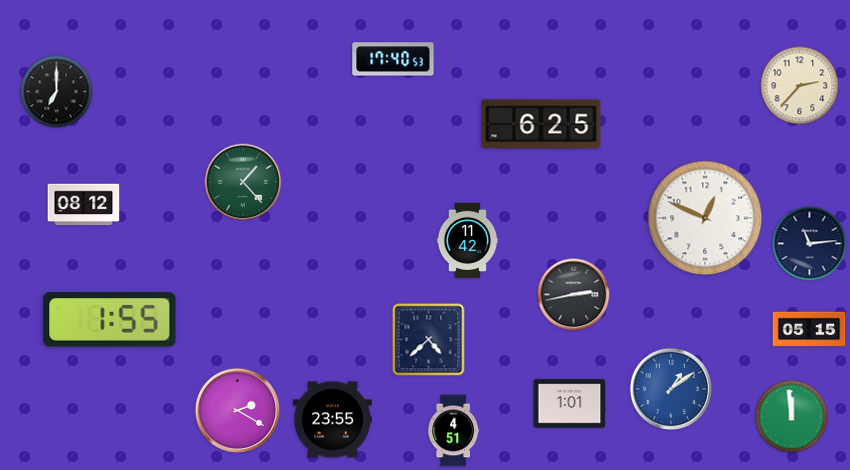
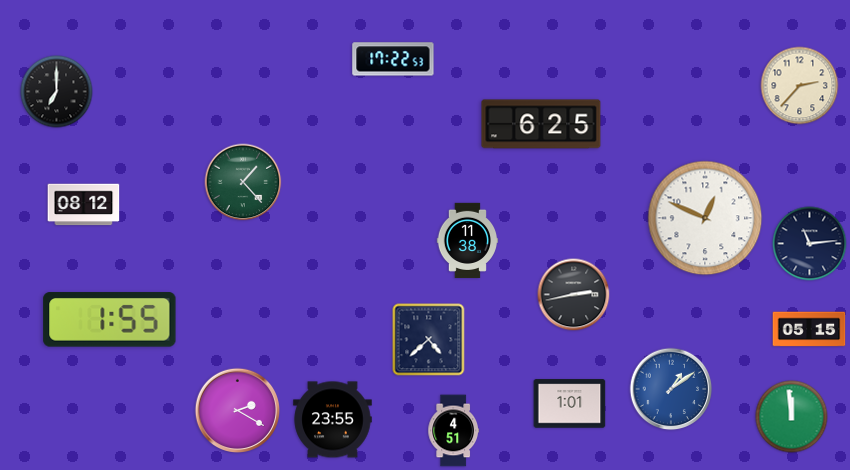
clock at (393, 59): 17:40 -> 17:22
clock at (468, 240): 11:42 -> 11:38
